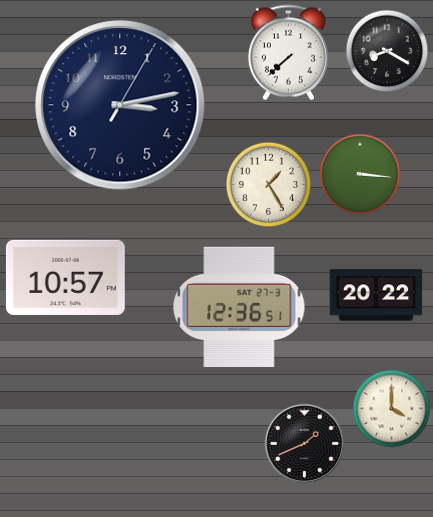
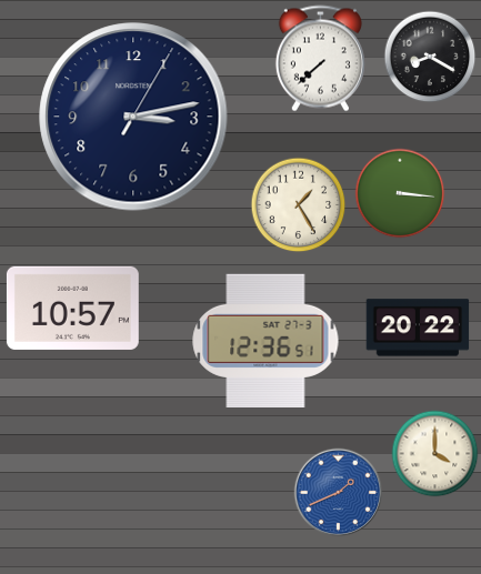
clock at (305, 444) dial: black -> blue
